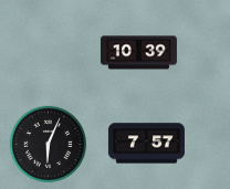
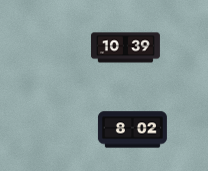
clock at (146, 144): 7:57 -> 8:02
clock at (49, 145): 6:04 -> none
